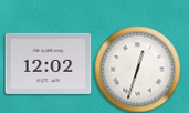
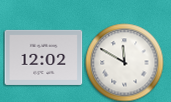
clock at (137, 69): 12:33 -> 11:50
